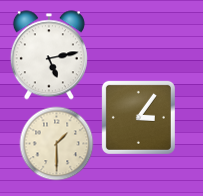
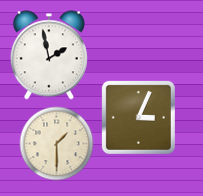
clock at (49, 55): 5:13 -> 1:58
clock at (138, 117): 3:06 -> 3:04
